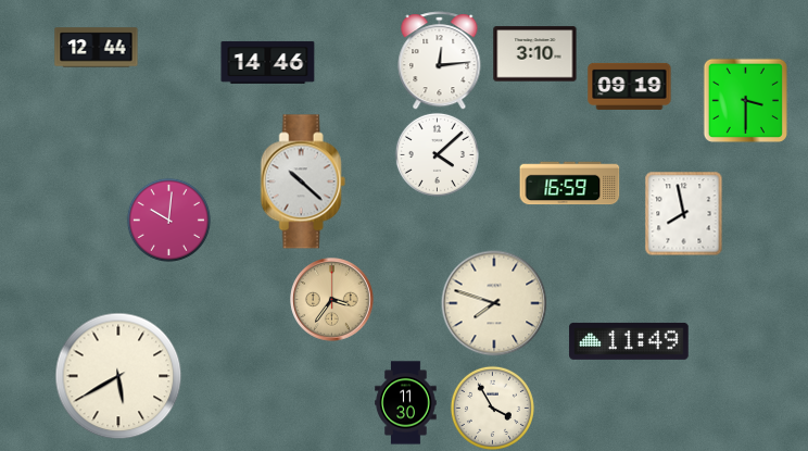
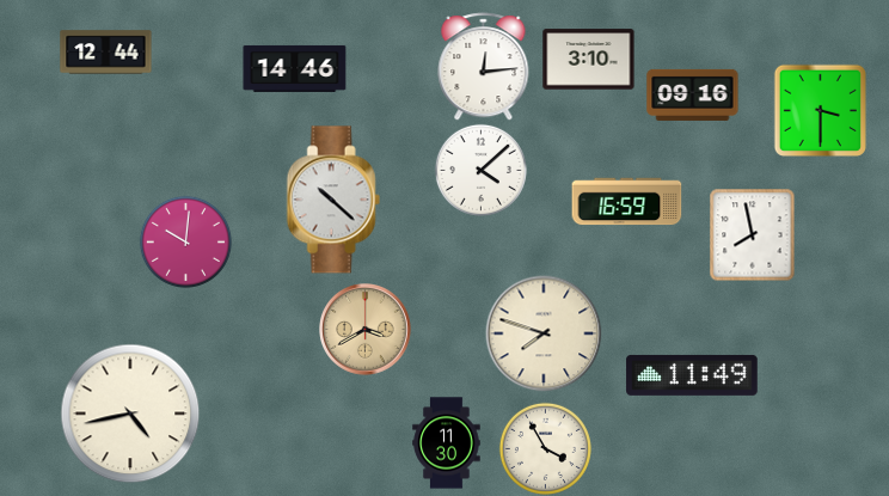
clock at (630, 86): 09:19 -> 09:16
clock at (332, 300): 3:36 -> 3:40
clock at (118, 376): 5:40 -> 4:43
clock at (492, 408) position: (492, 408) -> (545, 448)
